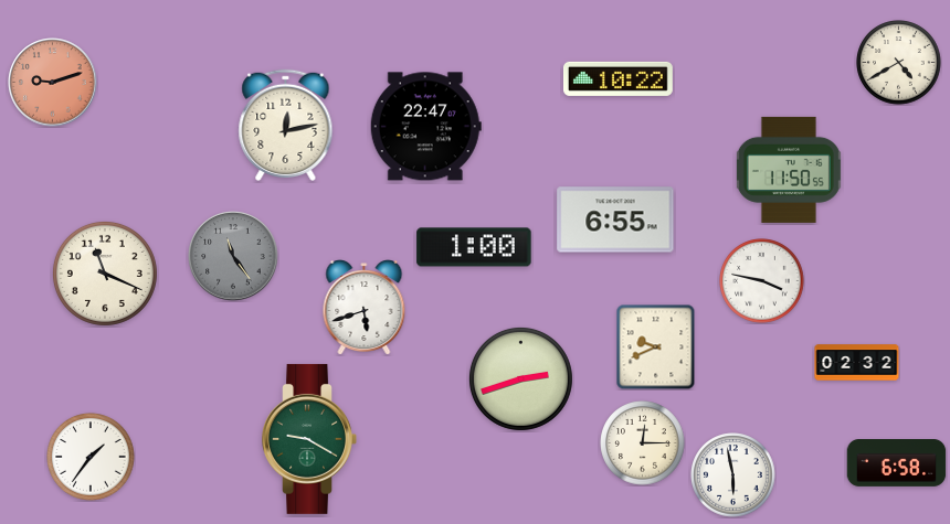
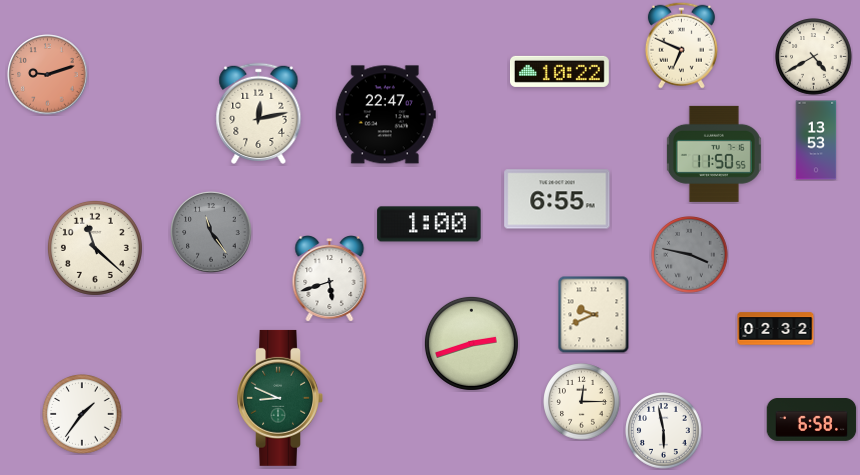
clock at (681, 45): none -> 6:49
clock at (816, 140): none -> 13:53
clock at (105, 274): 11:19 -> 11:22
clock at (762, 281) dial: white -> grey
clock at (309, 439): 9:20 -> 8:49
